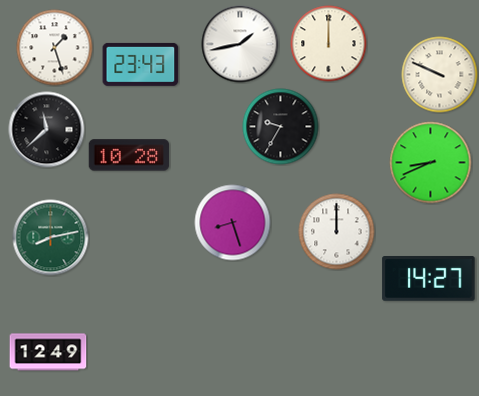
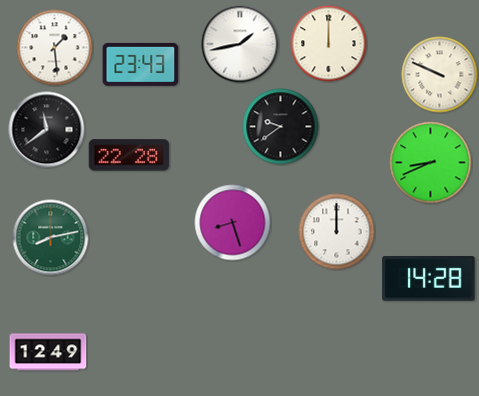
clock at (55, 48): 1:27 -> 1:29
clock at (281, 127): 9:35 -> 9:39
clock at (47, 130): 11:38 -> 11:39
clock at (129, 155): 10:28 -> 22:28
clock at (429, 279): 14:27 -> 14:28
